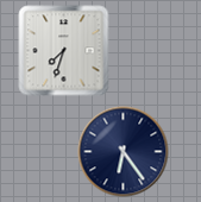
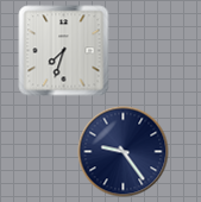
clock at (124, 152): 6:24 -> 9:24
